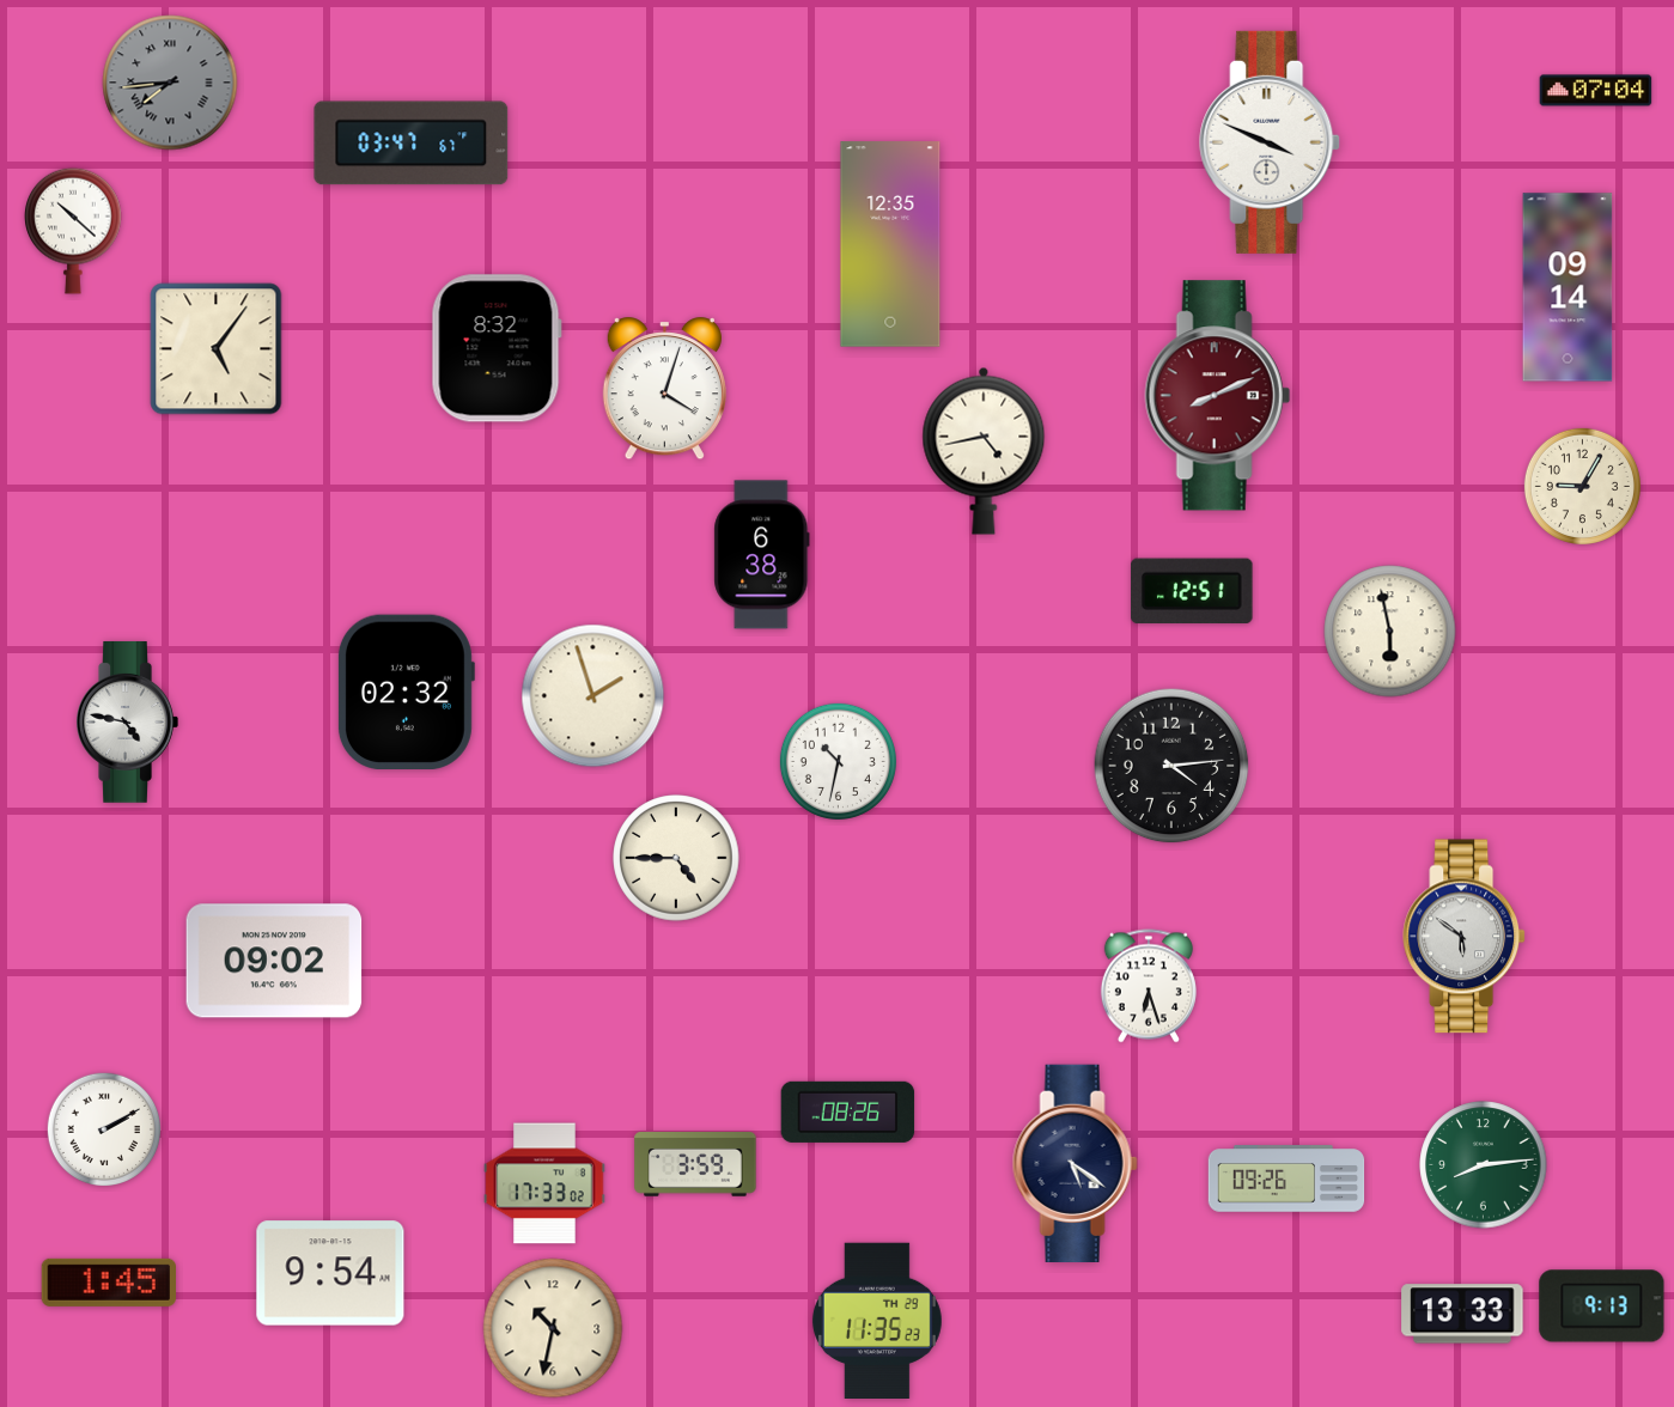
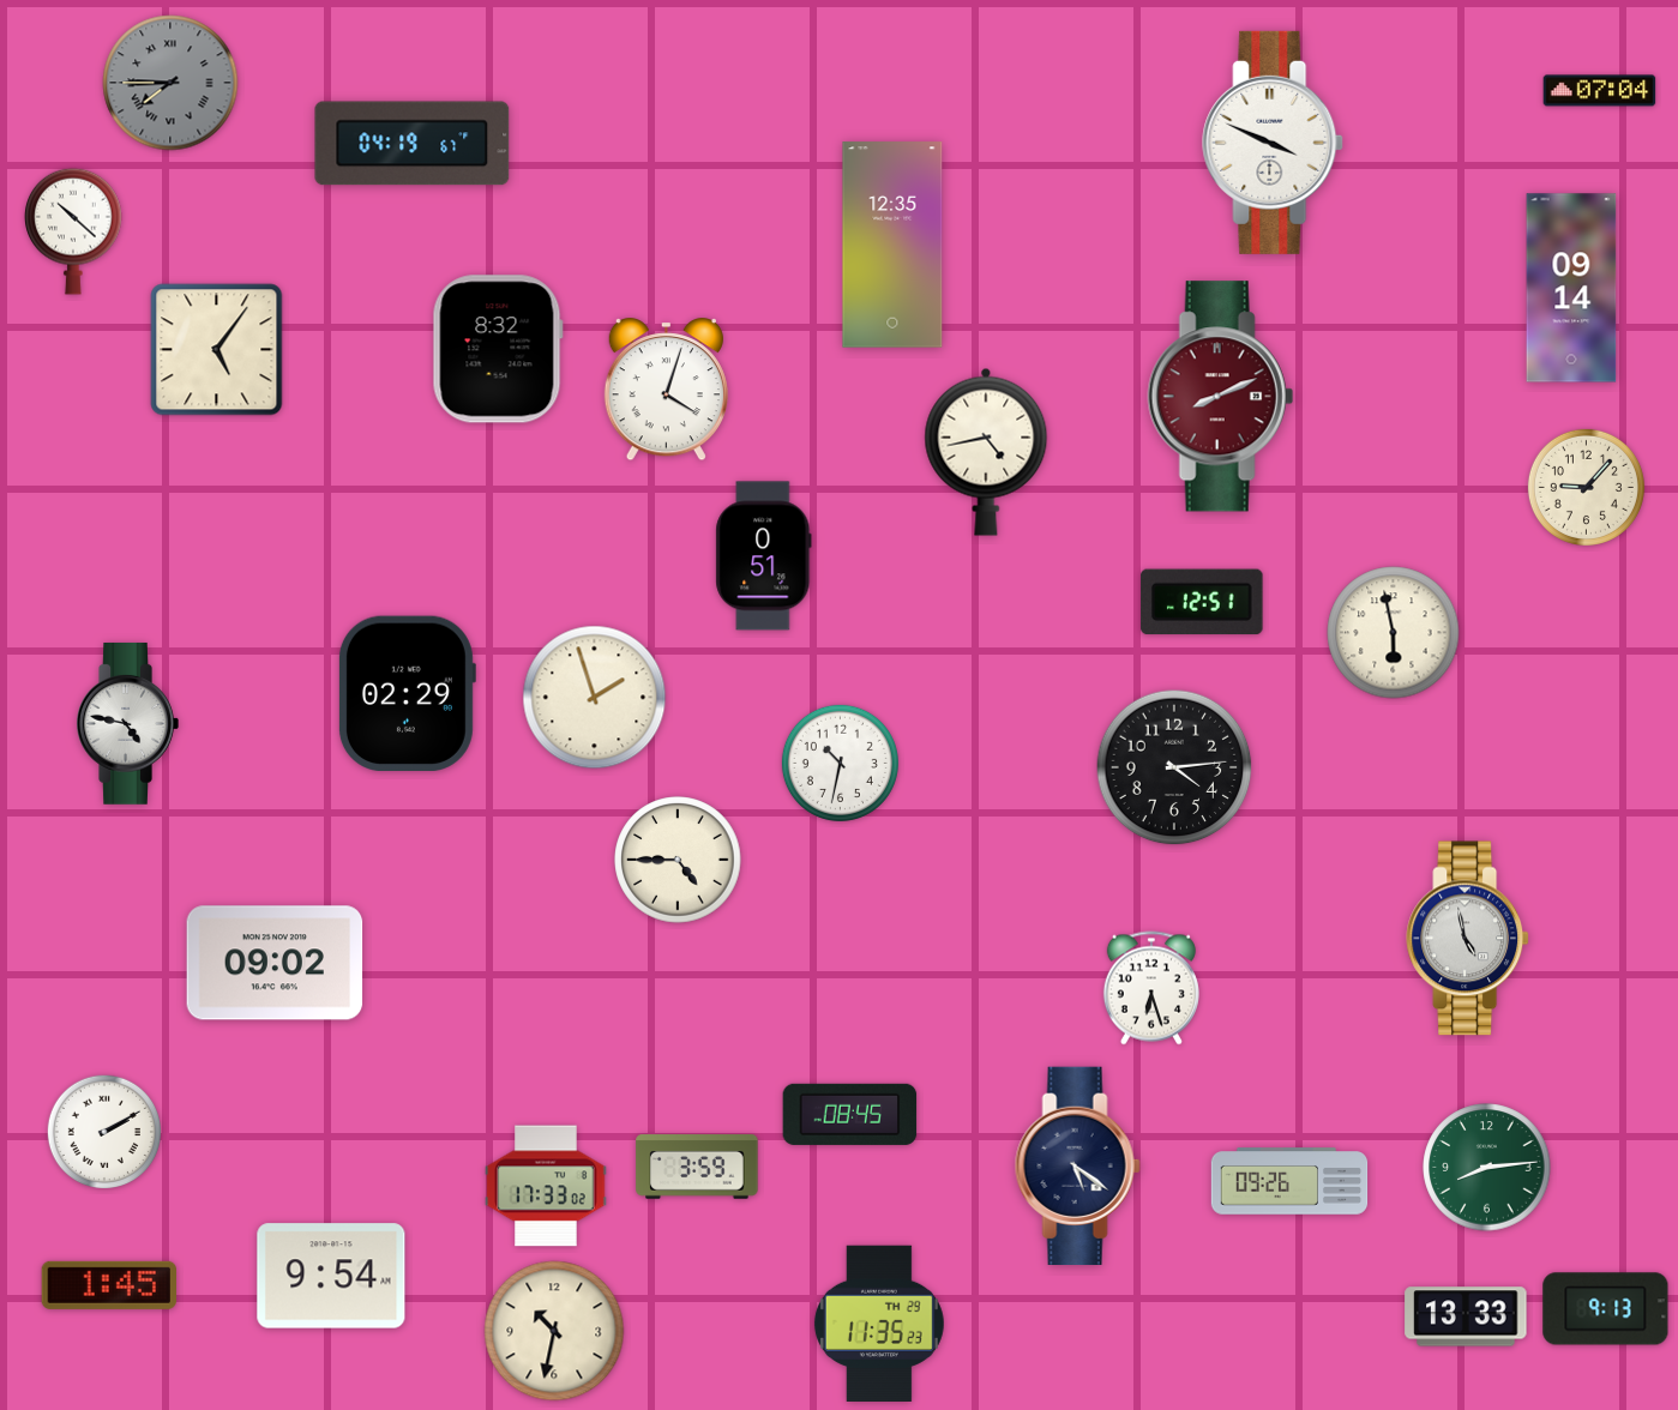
clock at (170, 83): 7:44 -> 7:45
clock at (412, 144): 03:47 -> 04:19
clock at (1582, 486): 9:05 -> 9:07
clock at (762, 555): 6:38 -> 0:51
clock at (1192, 591) position: (1192, 591) -> (1202, 602)
clock at (406, 692): 02:32 -> 02:29
clock at (1465, 937): 5:51 -> 4:58
clock at (848, 1111): 08:26 -> 08:45
